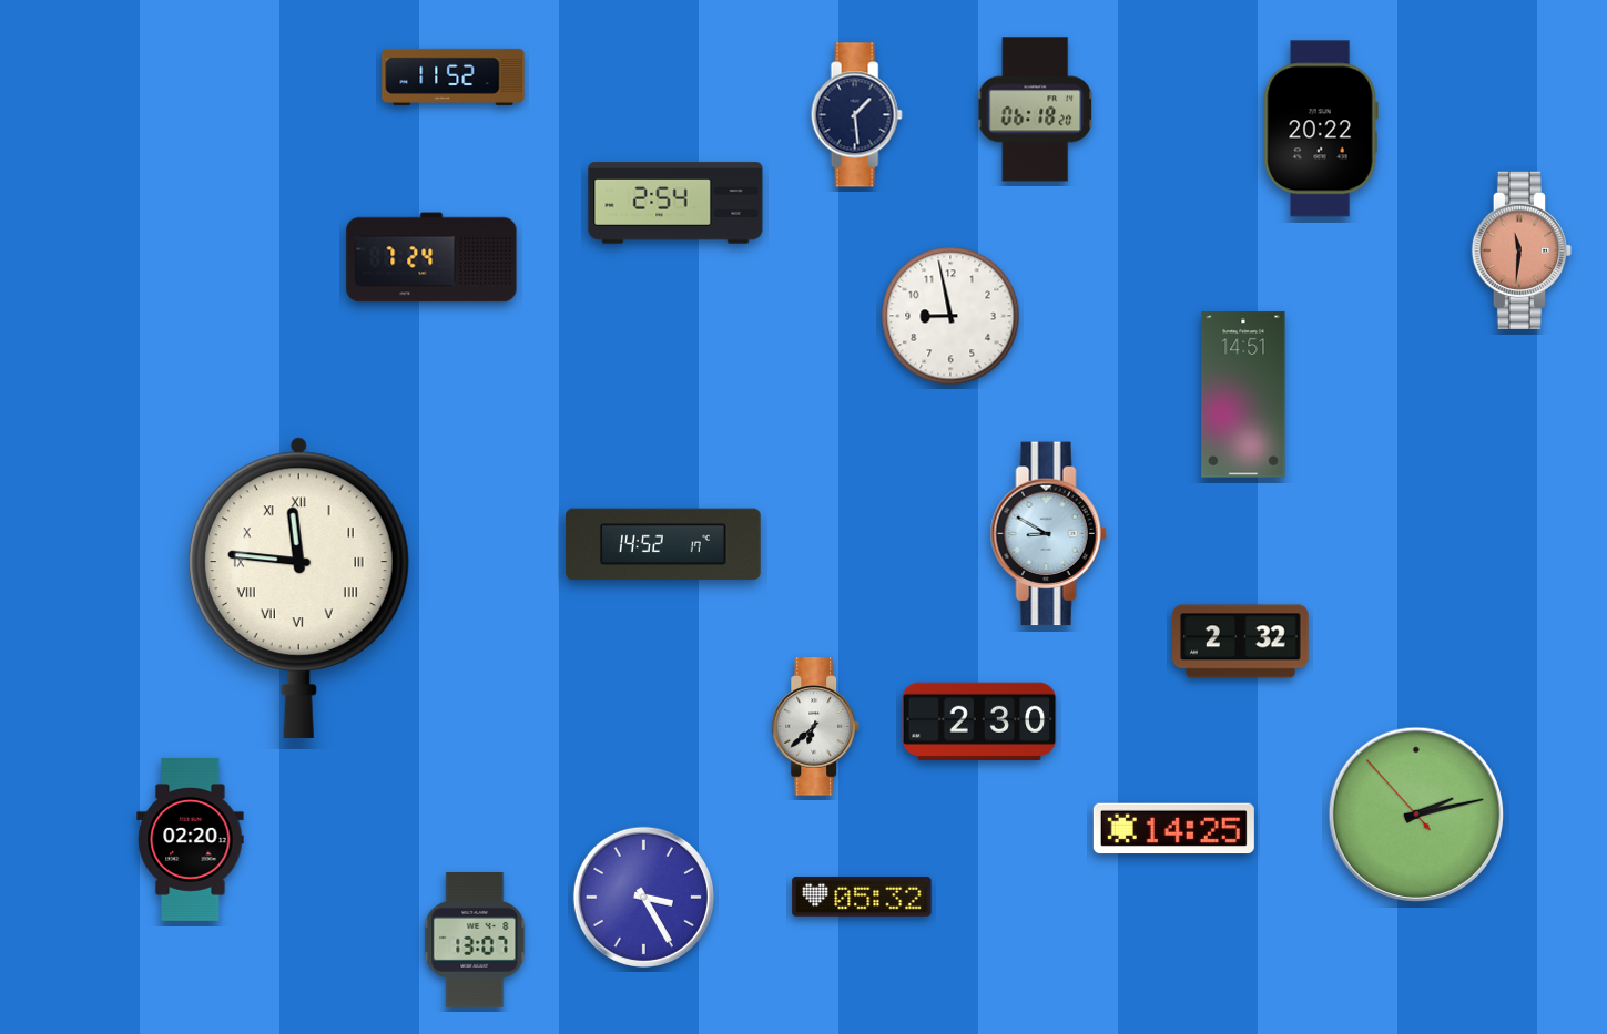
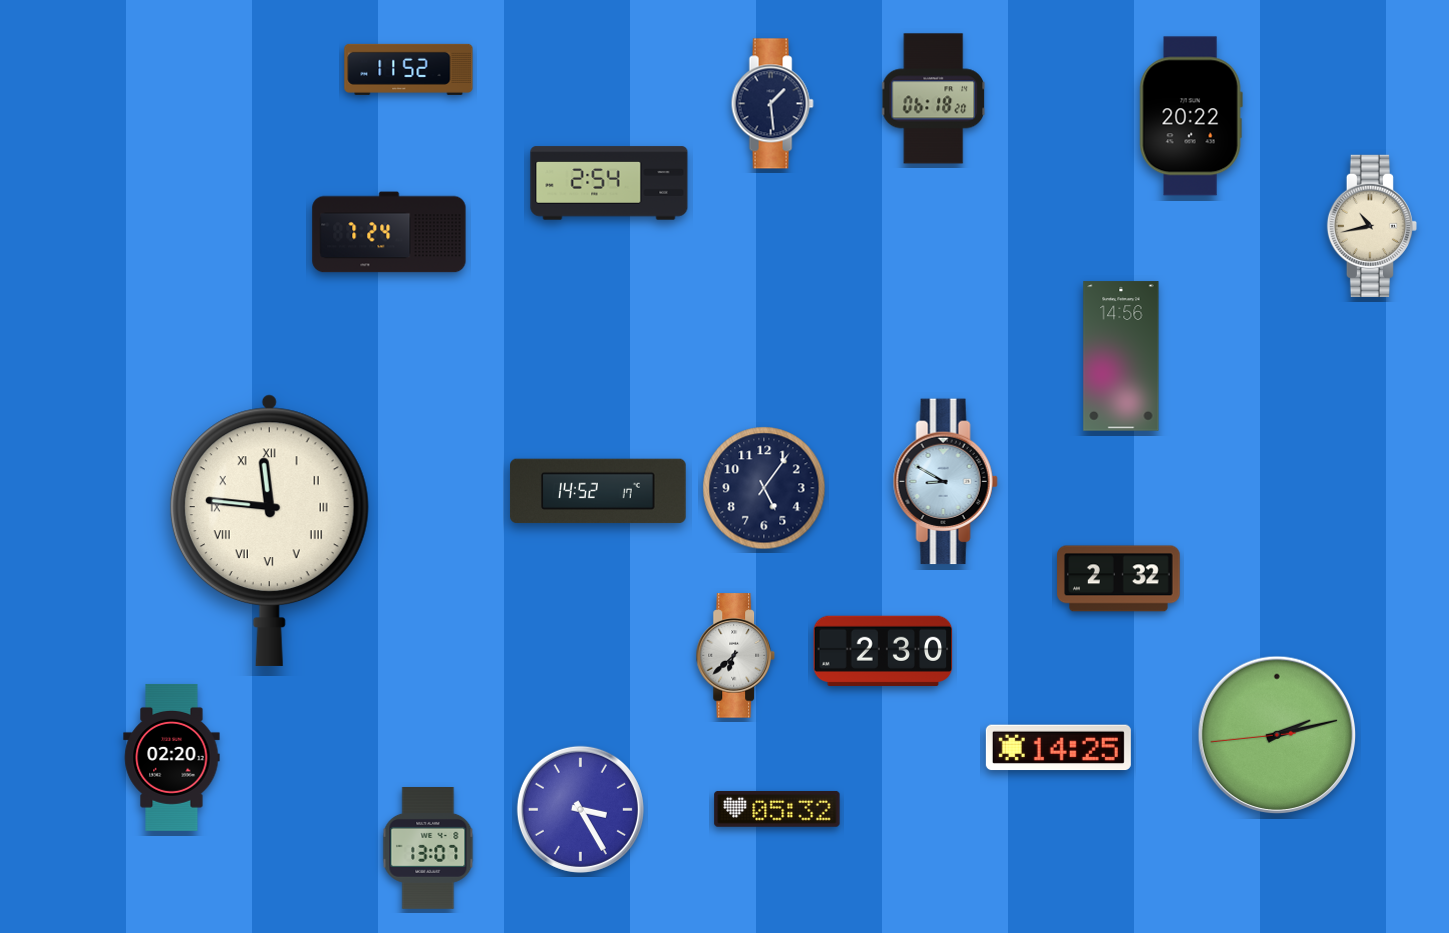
clock at (1520, 250): 11:31 -> 10:43
clock at (1520, 250) dial: salmon -> cream
clock at (950, 316): 8:58 -> none
clock at (1243, 395): 14:51 -> 14:56
clock at (764, 488): none -> 5:06
clock at (1416, 815): 2:12:53 -> 2:12:44
